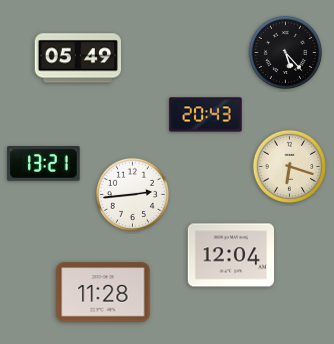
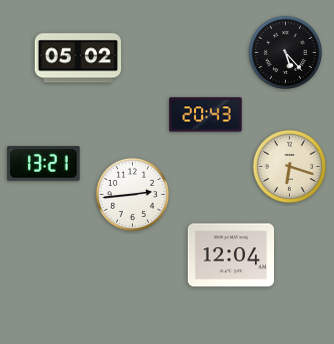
clock at (77, 58): 05:49 -> 05:02
clock at (103, 292): 11:28 -> none
